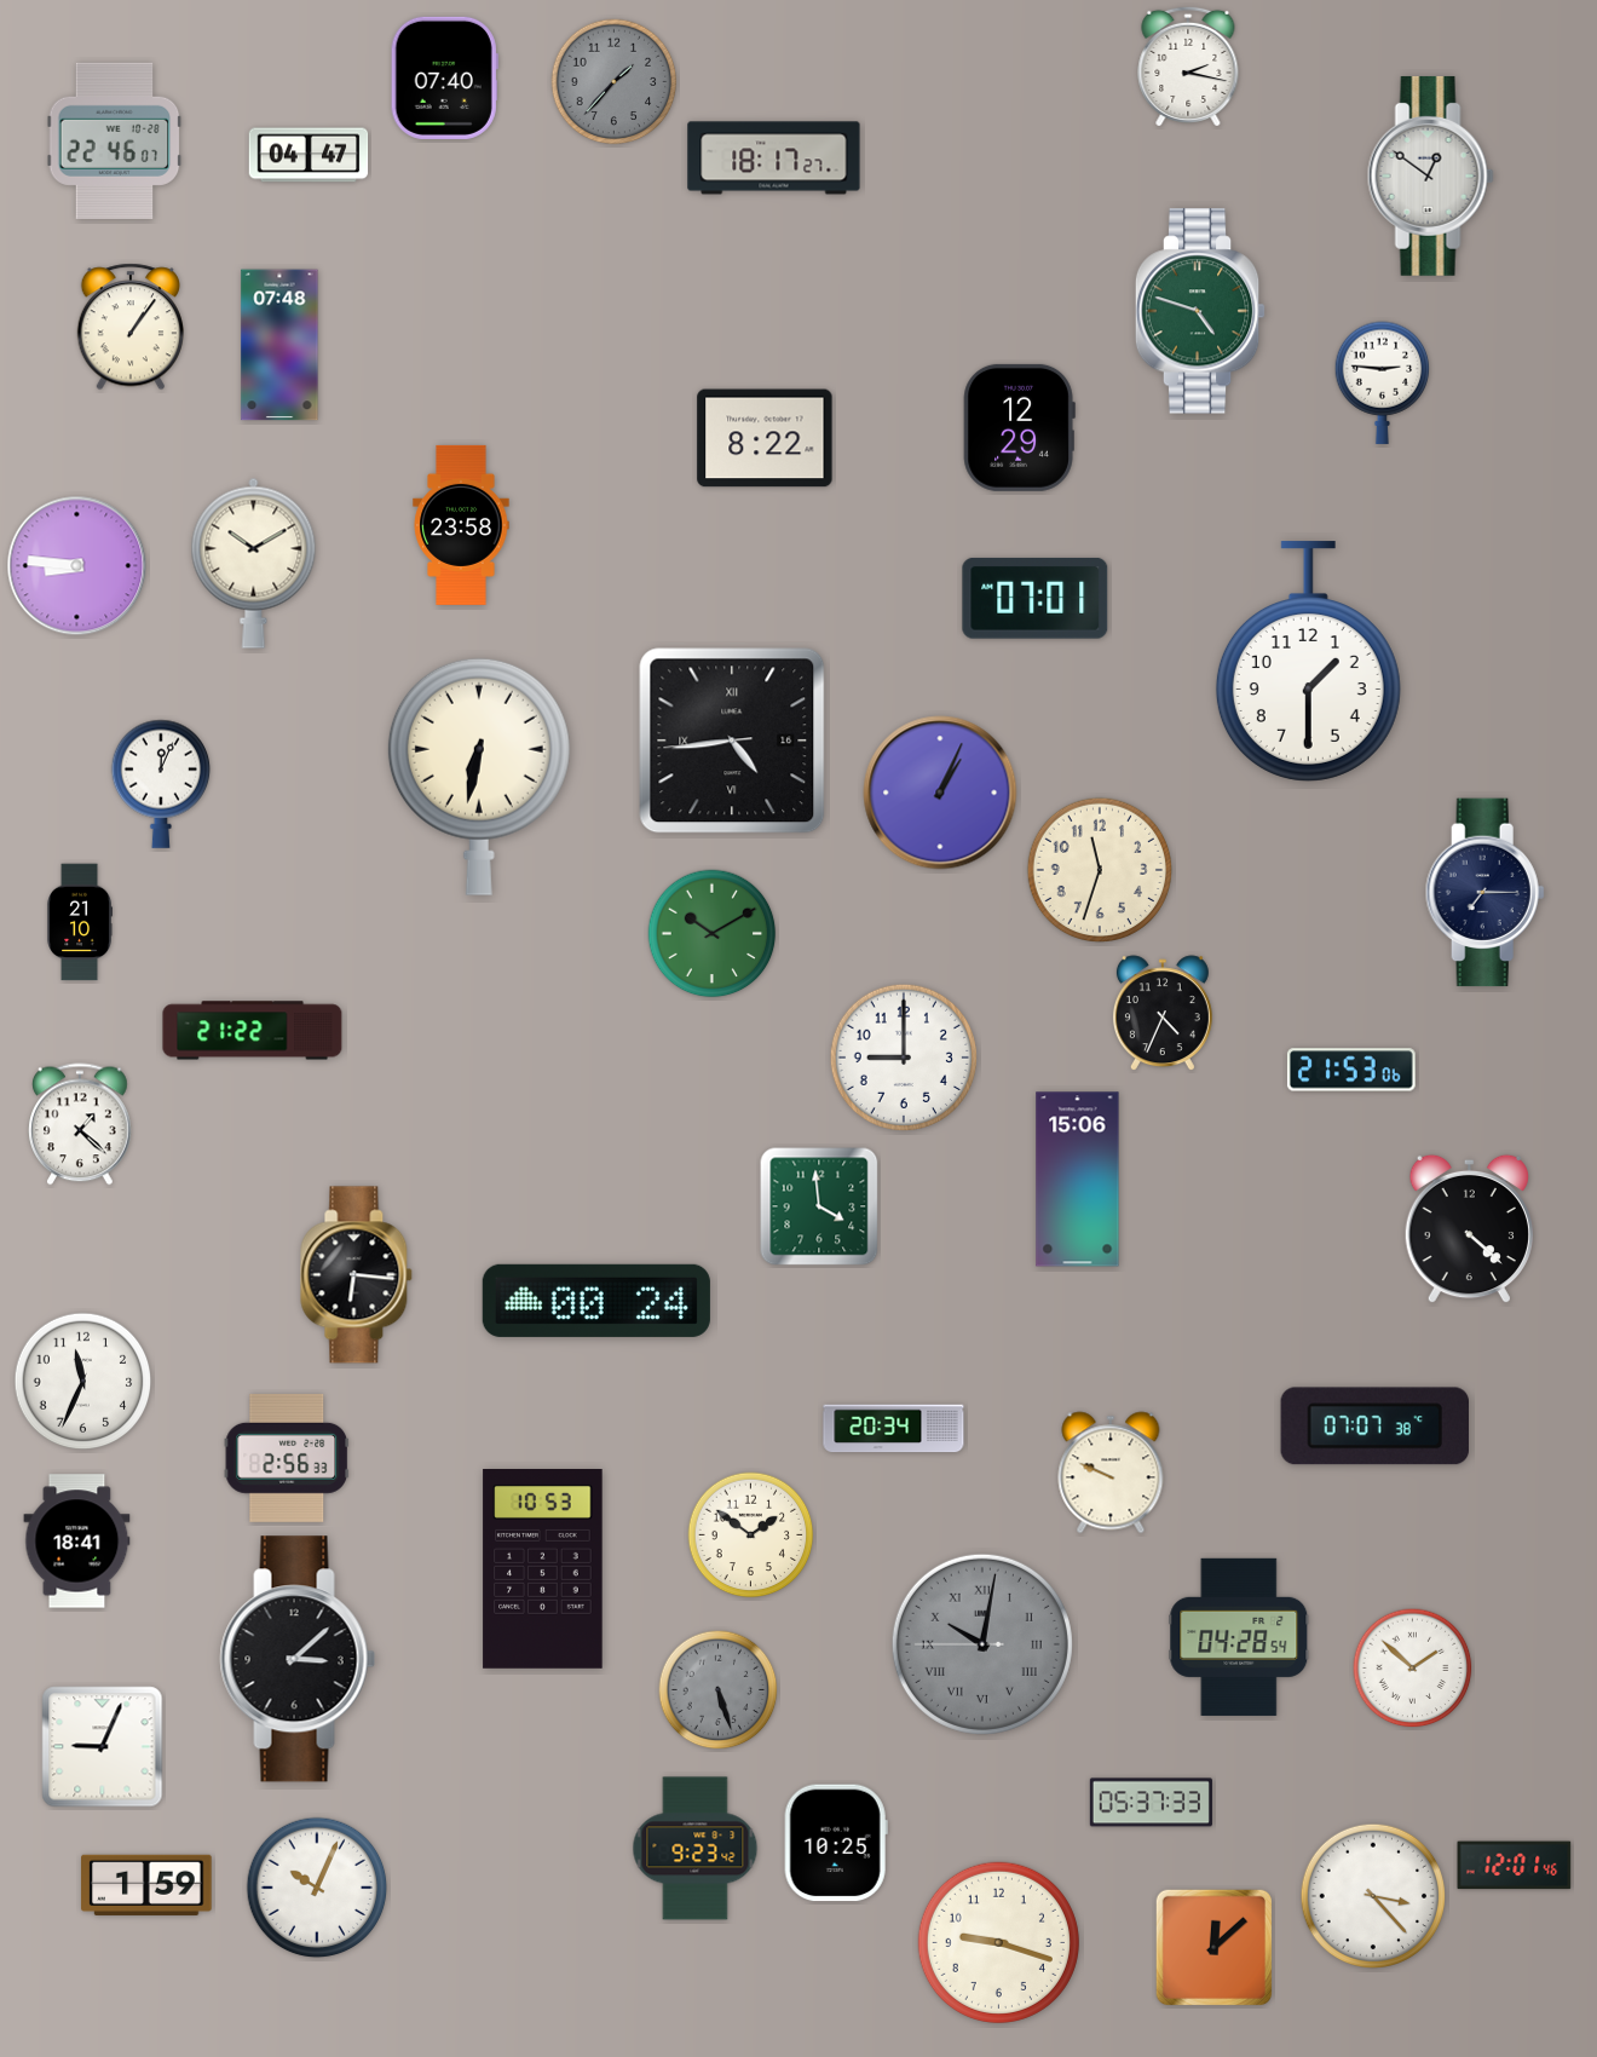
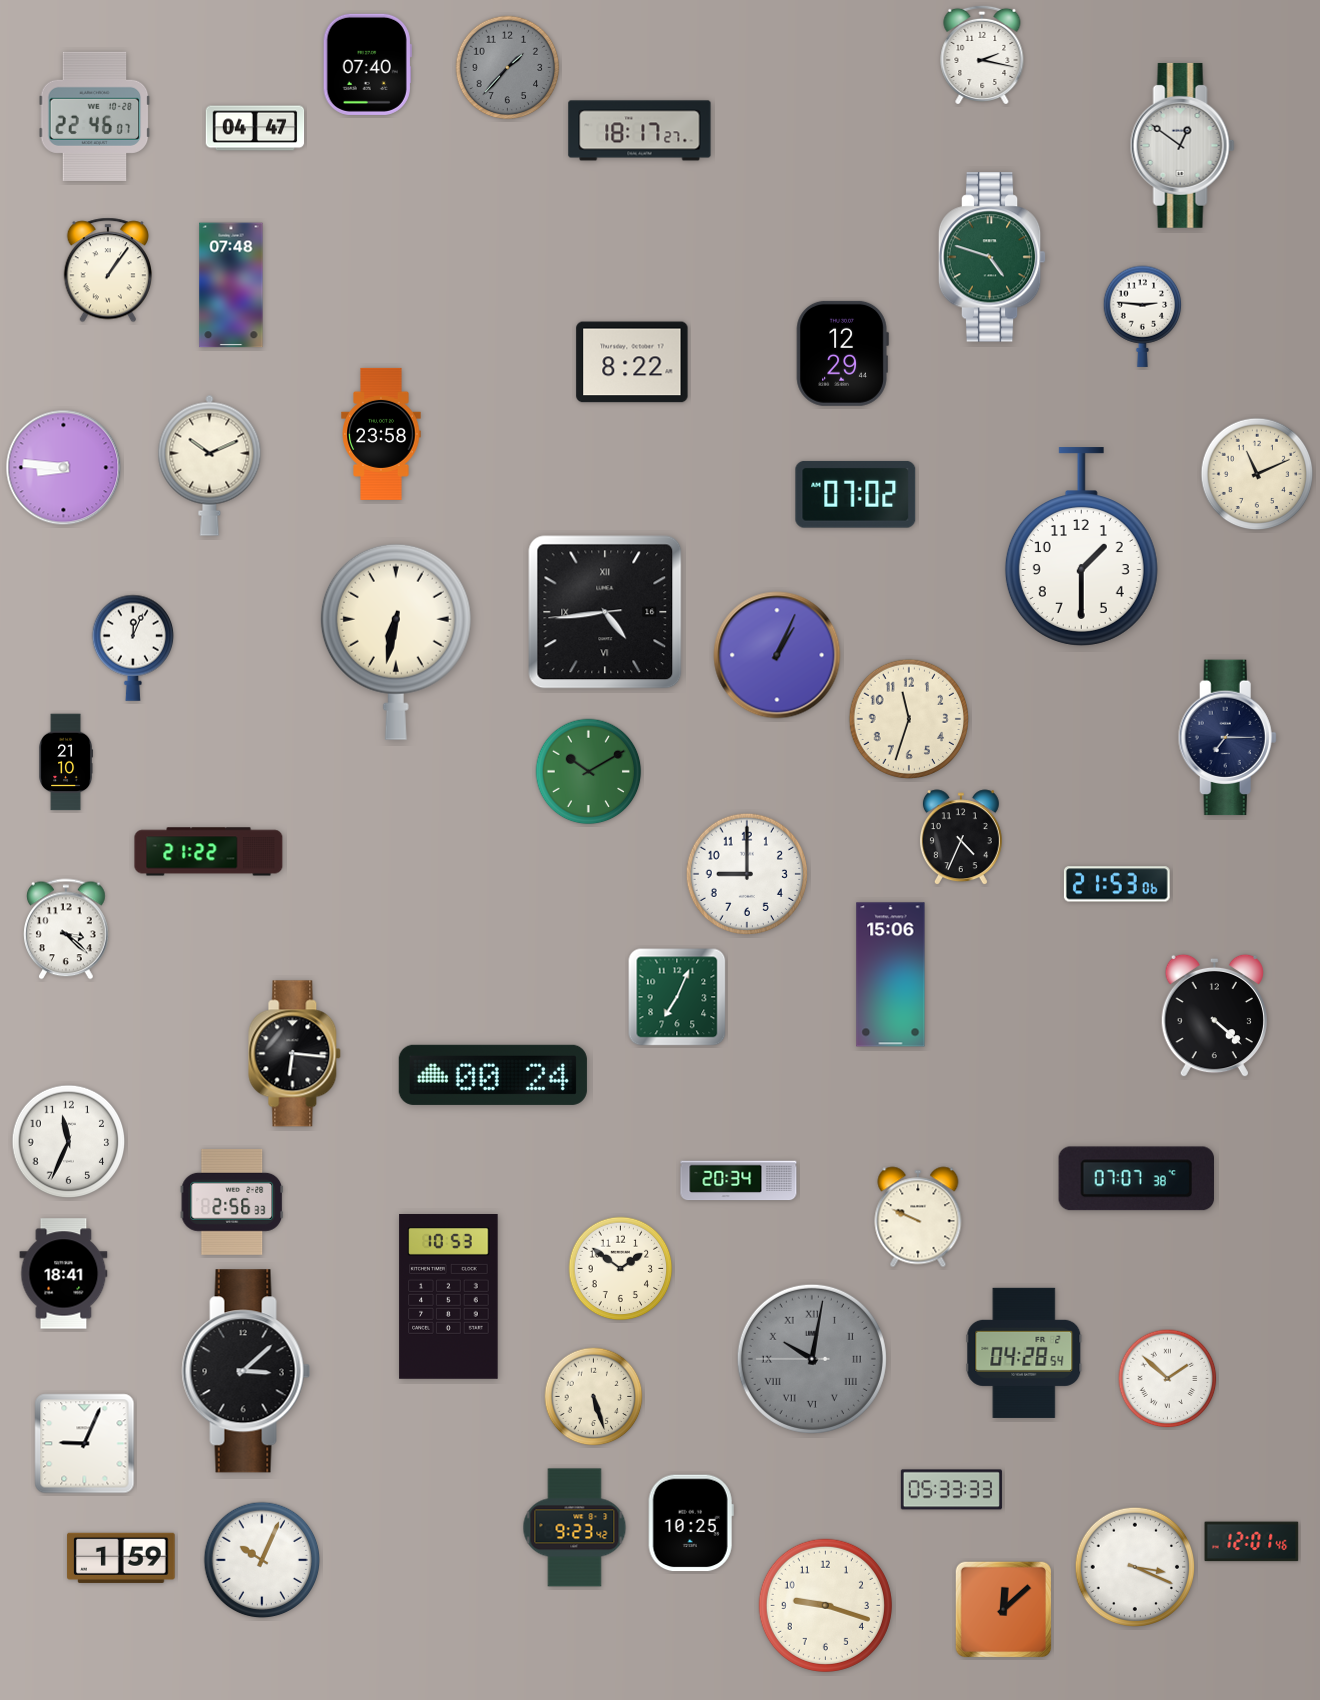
clock at (254, 563): 10:10 -> 10:11
clock at (1257, 474): none -> 11:11
clock at (1036, 598): 07:01 -> 07:02
clock at (80, 1124): 1:22 -> 3:22
clock at (819, 1206): 3:59 -> 7:04
clock at (287, 1458) position: (287, 1458) -> (232, 1202)
clock at (719, 1690) dial: grey -> cream
clock at (1151, 1803): 05:37 -> 05:33
clock at (1373, 1896): 3:23 -> 3:19
